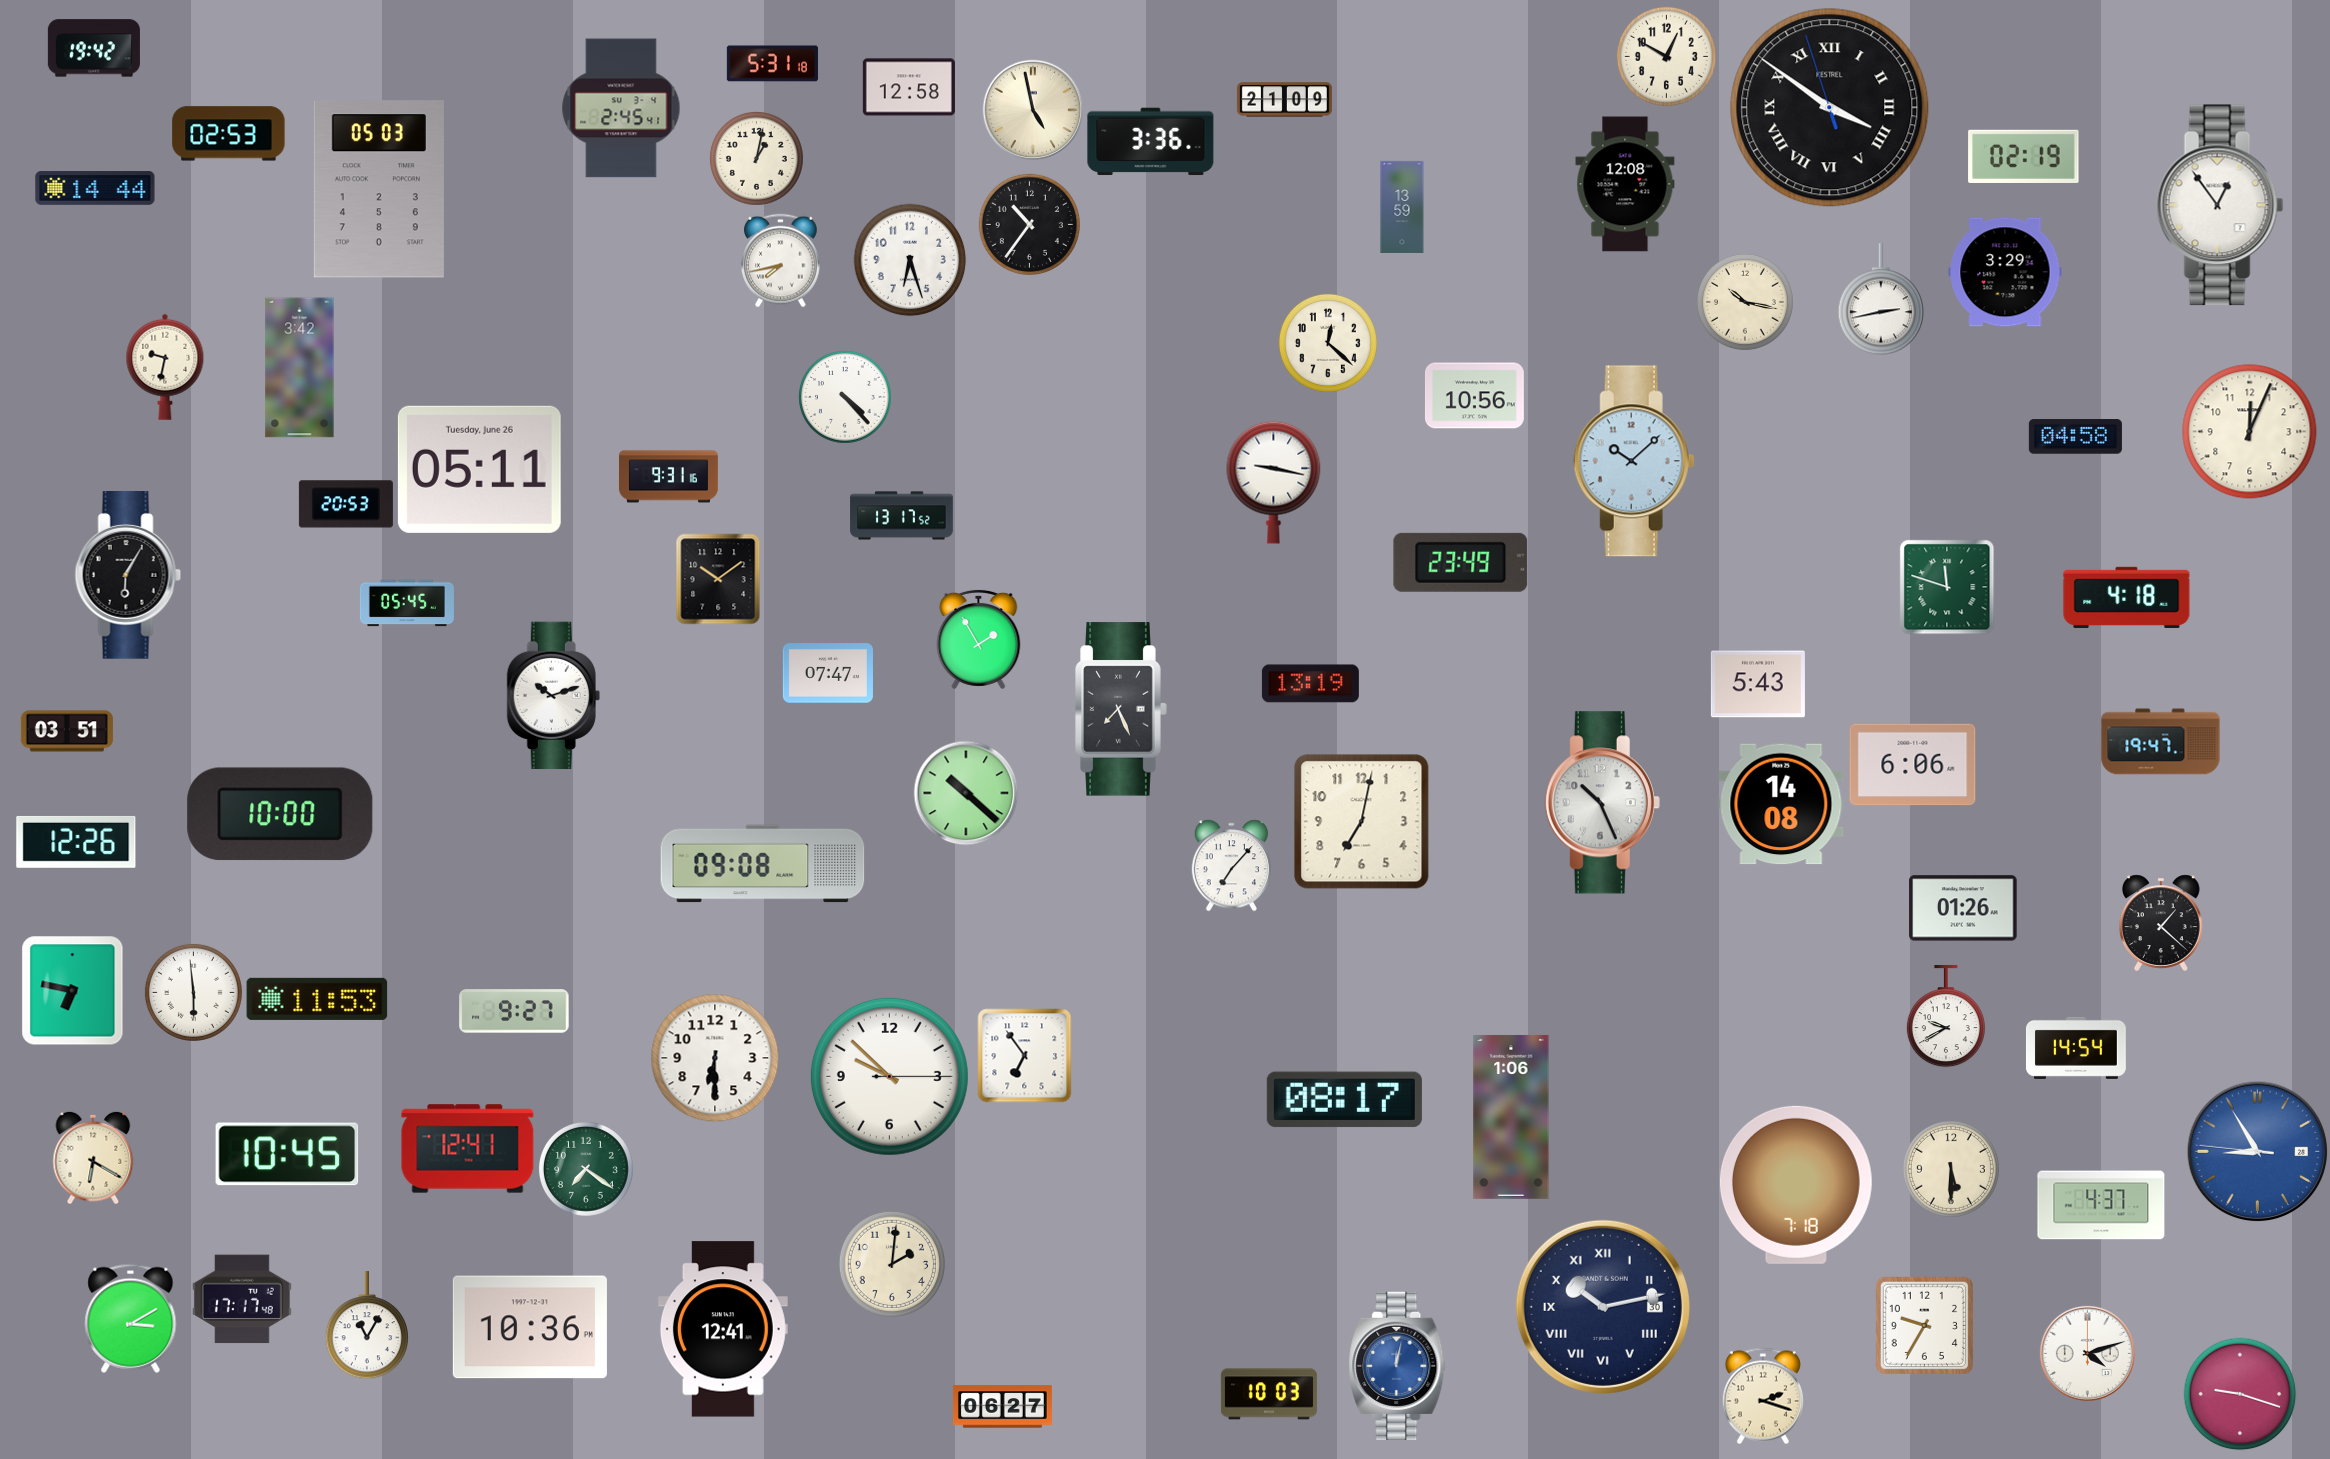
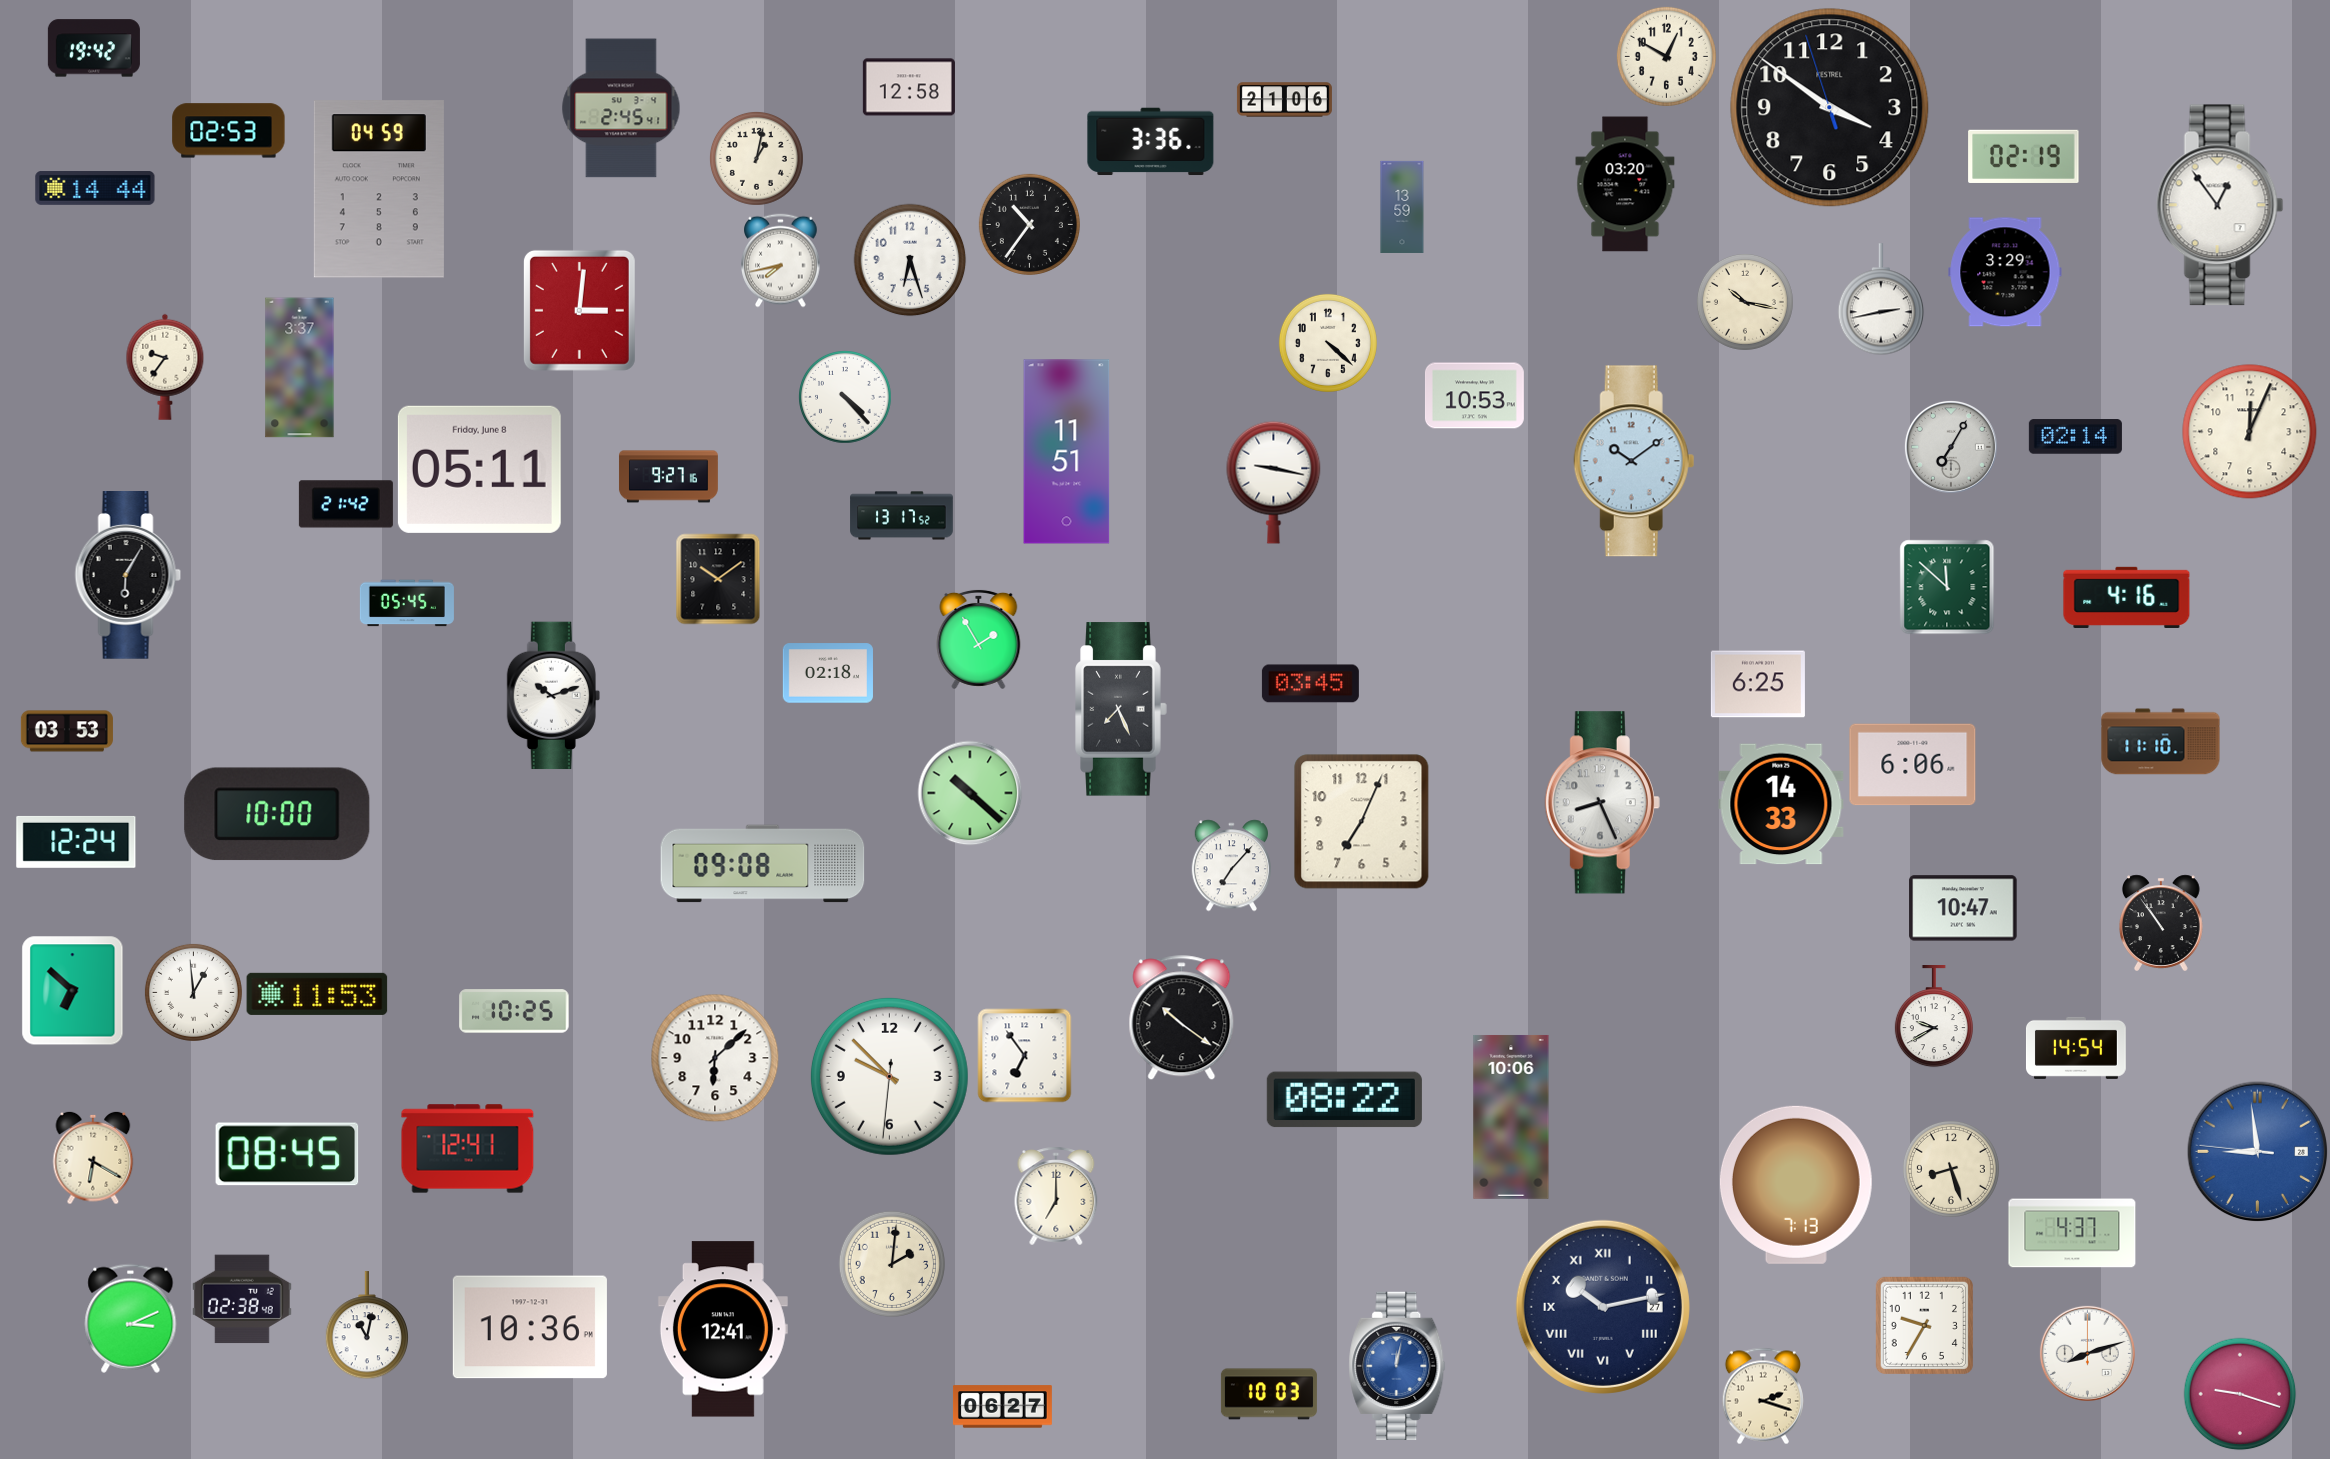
clock at (772, 64): 5:31 -> none
clock at (1284, 100): 21:09 -> 21:06
clock at (1830, 108) numerals: Roman -> Arabic
clock at (1033, 110): 4:58 -> none
clock at (229, 134) position: (229, 134) -> (229, 131)
clock at (1625, 184): 12:08 -> 03:20
clock at (379, 189): 05:03 -> 04:59
clock at (579, 310): none -> 3:01
clock at (1328, 343): 12:22 -> 4:22
clock at (165, 367): 9:32 -> 9:36
clock at (300, 368): 3:42 -> 3:37
clock at (1474, 396): 10:56 -> 10:53
clock at (2075, 437): 04:58 -> 02:14
clock at (1951, 447): none -> 7:05
clock at (1067, 452): none -> 11:51
clock at (1634, 461): 10:08 -> 10:09
clock at (479, 469) date: Tuesday, June 26 -> Friday, June 8
clock at (668, 477): 9:31 -> 9:27
clock at (346, 504): 20:53 -> 21:42
clock at (1461, 562): 23:49 -> none
clock at (1947, 587): 11:48 -> 11:52
clock at (2127, 597): 4:18 -> 4:16
clock at (828, 673): 07:47 -> 02:18
clock at (1310, 684): 13:19 -> 03:45
clock at (1758, 684): 5:43 -> 6:25
clock at (67, 731): 03:51 -> 03:53
clock at (2161, 742): 19:47 -> 11:10
clock at (966, 793) position: (966, 793) -> (970, 793)
clock at (1602, 803): 10:26 -> 8:26
clock at (1781, 804): 14:08 -> 14:33
clock at (280, 814) position: (280, 814) -> (277, 814)
clock at (1362, 822): 7:02 -> 7:04
clock at (76, 842): 12:26 -> 12:24
clock at (1963, 908): 01:26 -> 10:47
clock at (2162, 923): 1:22 -> 10:54
clock at (73, 990): 6:47 -> 6:52
clock at (193, 992): 5:59 -> 12:59
clock at (317, 999) position: (317, 999) -> (317, 994)
clock at (514, 1011): 9:27 -> 10:25
clock at (1946, 1017) position: (1946, 1017) -> (1934, 1017)
clock at (1182, 1018): none -> 10:21
clock at (715, 1058): 6:30 -> 6:08
clock at (889, 1076): 9:52:15 -> 9:52:31
clock at (1344, 1100): 08:17 -> 08:22
clock at (1511, 1117): 1:06 -> 10:06
clock at (2257, 1151): 8:54 -> 8:58
clock at (287, 1154): 10:45 -> 08:45
clock at (586, 1169): 7:21 -> none
clock at (1951, 1169): 5:30 -> 8:27
clock at (1796, 1185): 7:18 -> 7:13
clock at (1056, 1196): none -> 7:00
clock at (2101, 1205) position: (2101, 1205) -> (2072, 1233)
clock at (242, 1299): 17:17 -> 02:38
clock at (1603, 1307) date: 30 -> 27
clock at (131, 1318): 3:10 -> 3:11
clock at (366, 1325): 11:05 -> 11:02
clock at (2087, 1353): 4:12 -> 8:12
